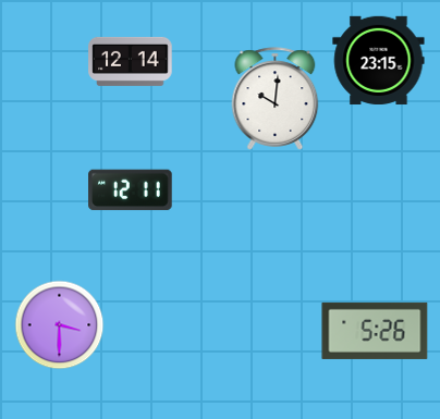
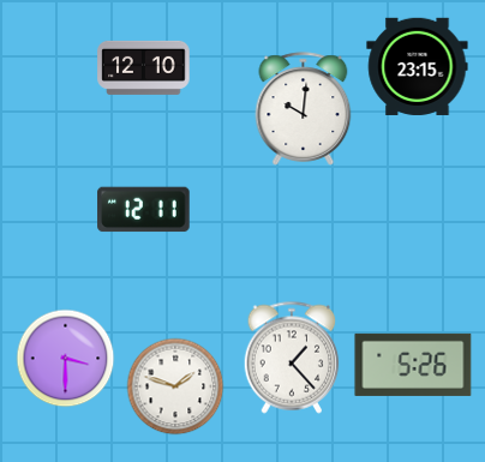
clock at (131, 61): 12:14 -> 12:10
clock at (292, 358): none -> 1:23
clock at (175, 386): none -> 1:48
